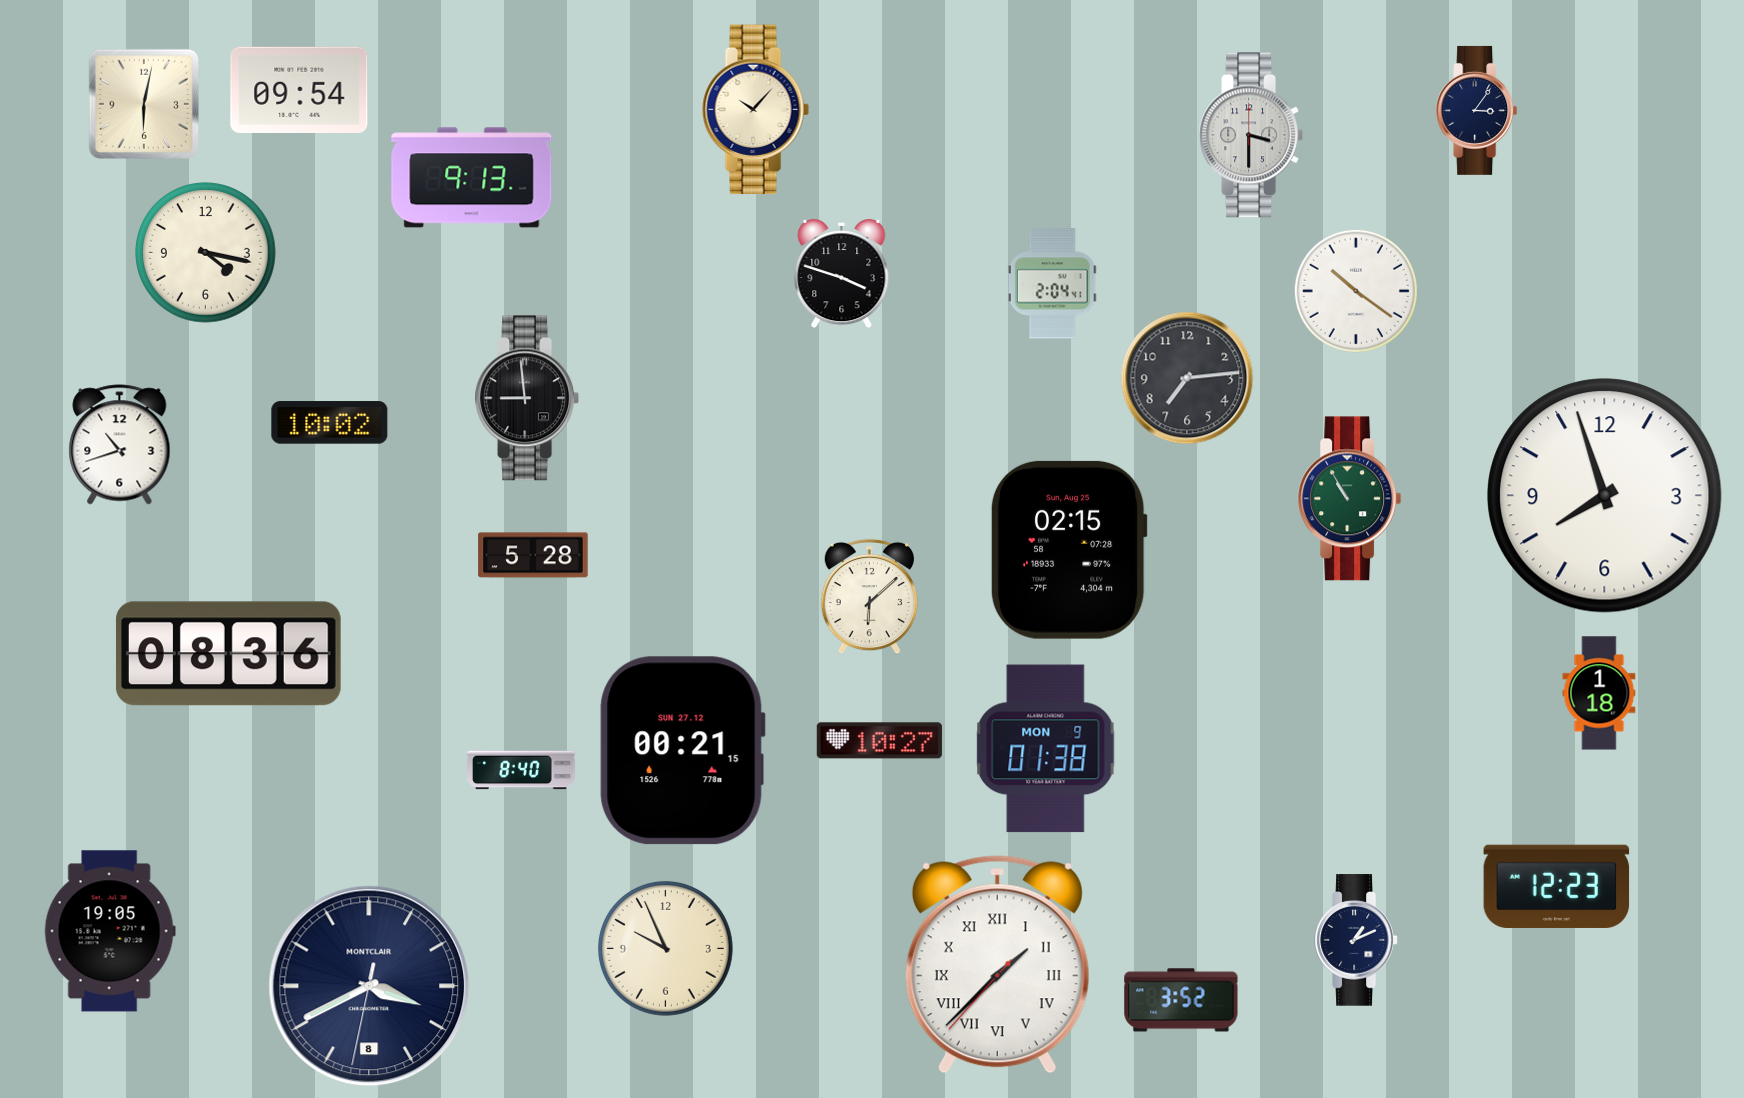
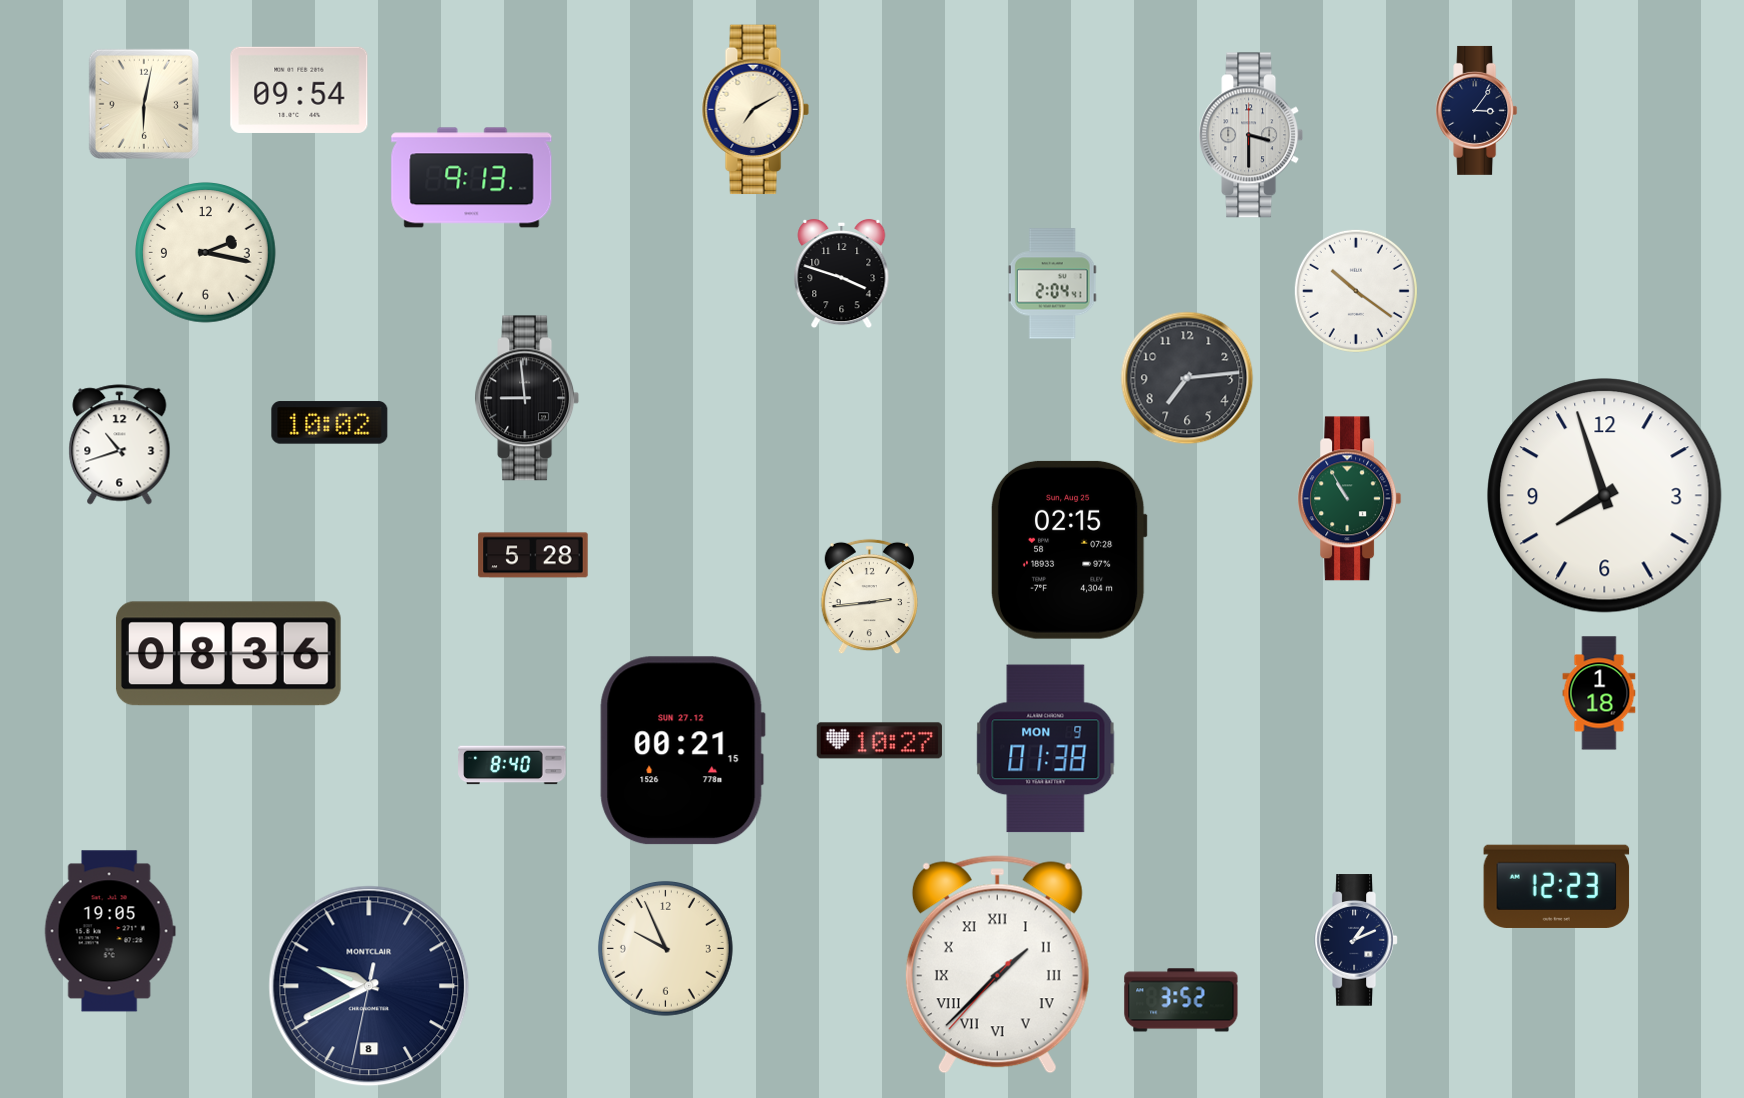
clock at (755, 110): 10:07 -> 7:10
clock at (206, 253): 4:17 -> 2:17
clock at (869, 597): 6:08 -> 2:44
clock at (521, 770) position: (521, 770) -> (512, 765)
clock at (369, 986): 3:40 -> 9:40
